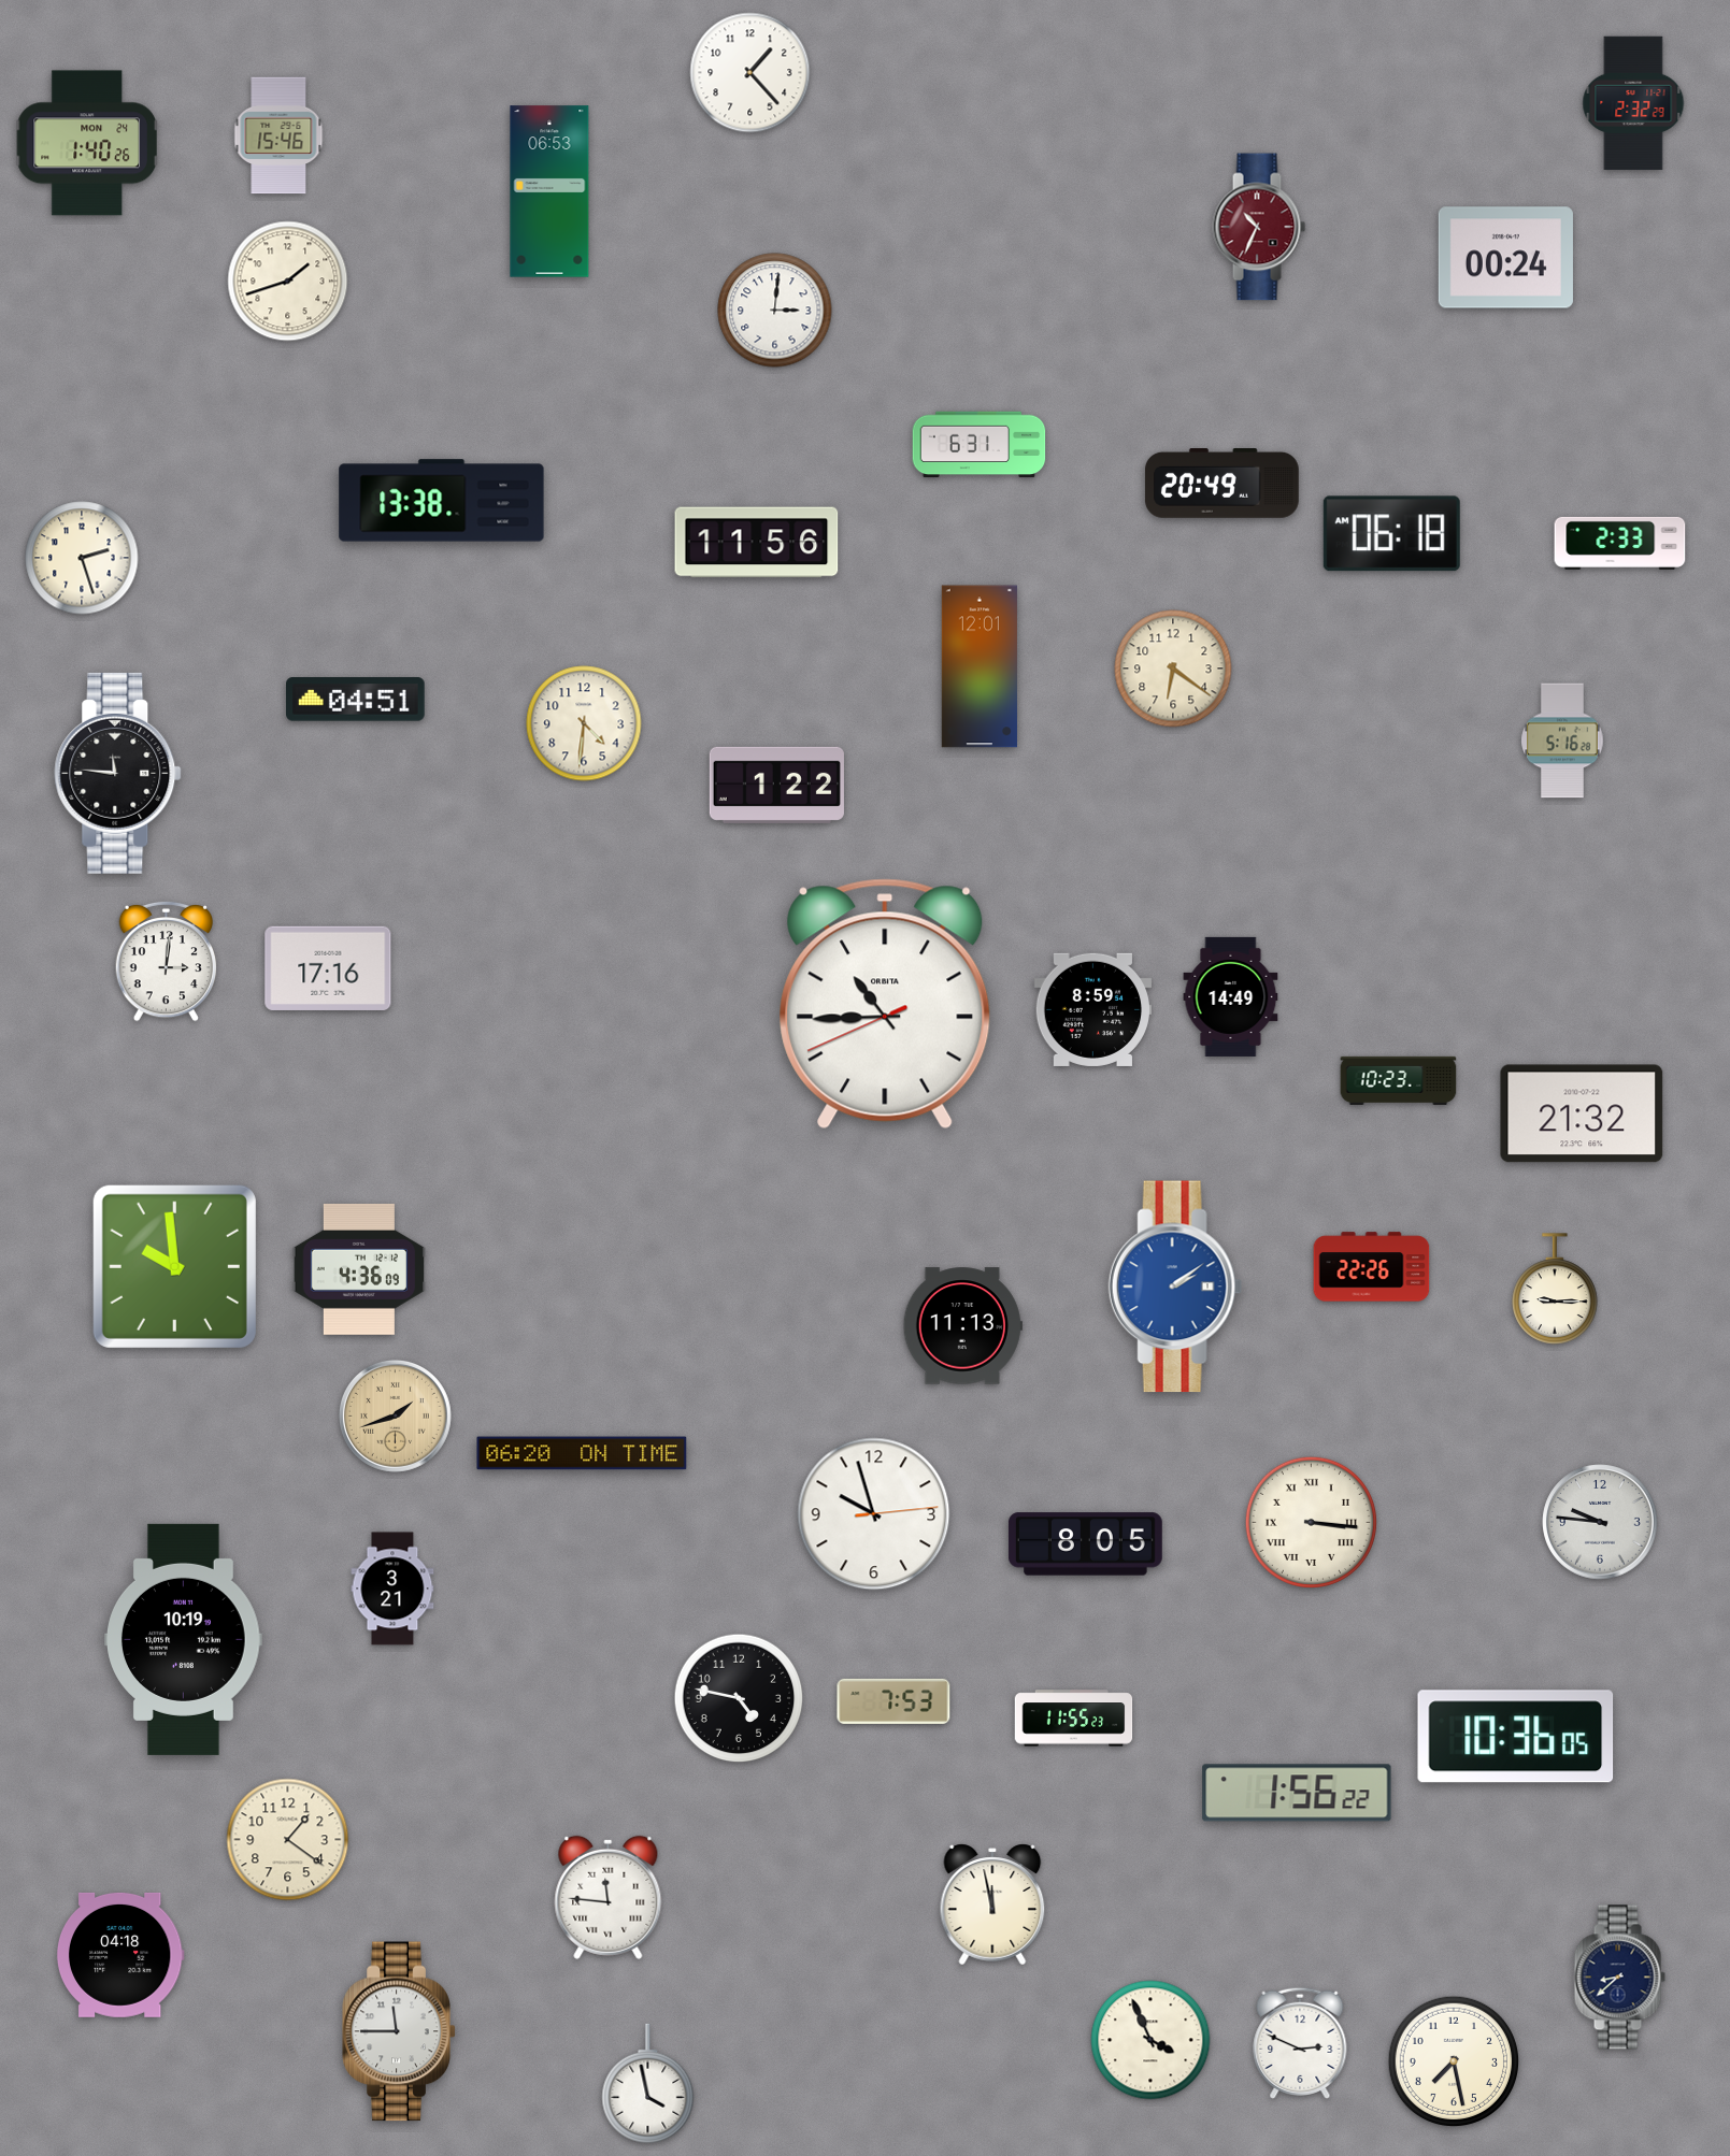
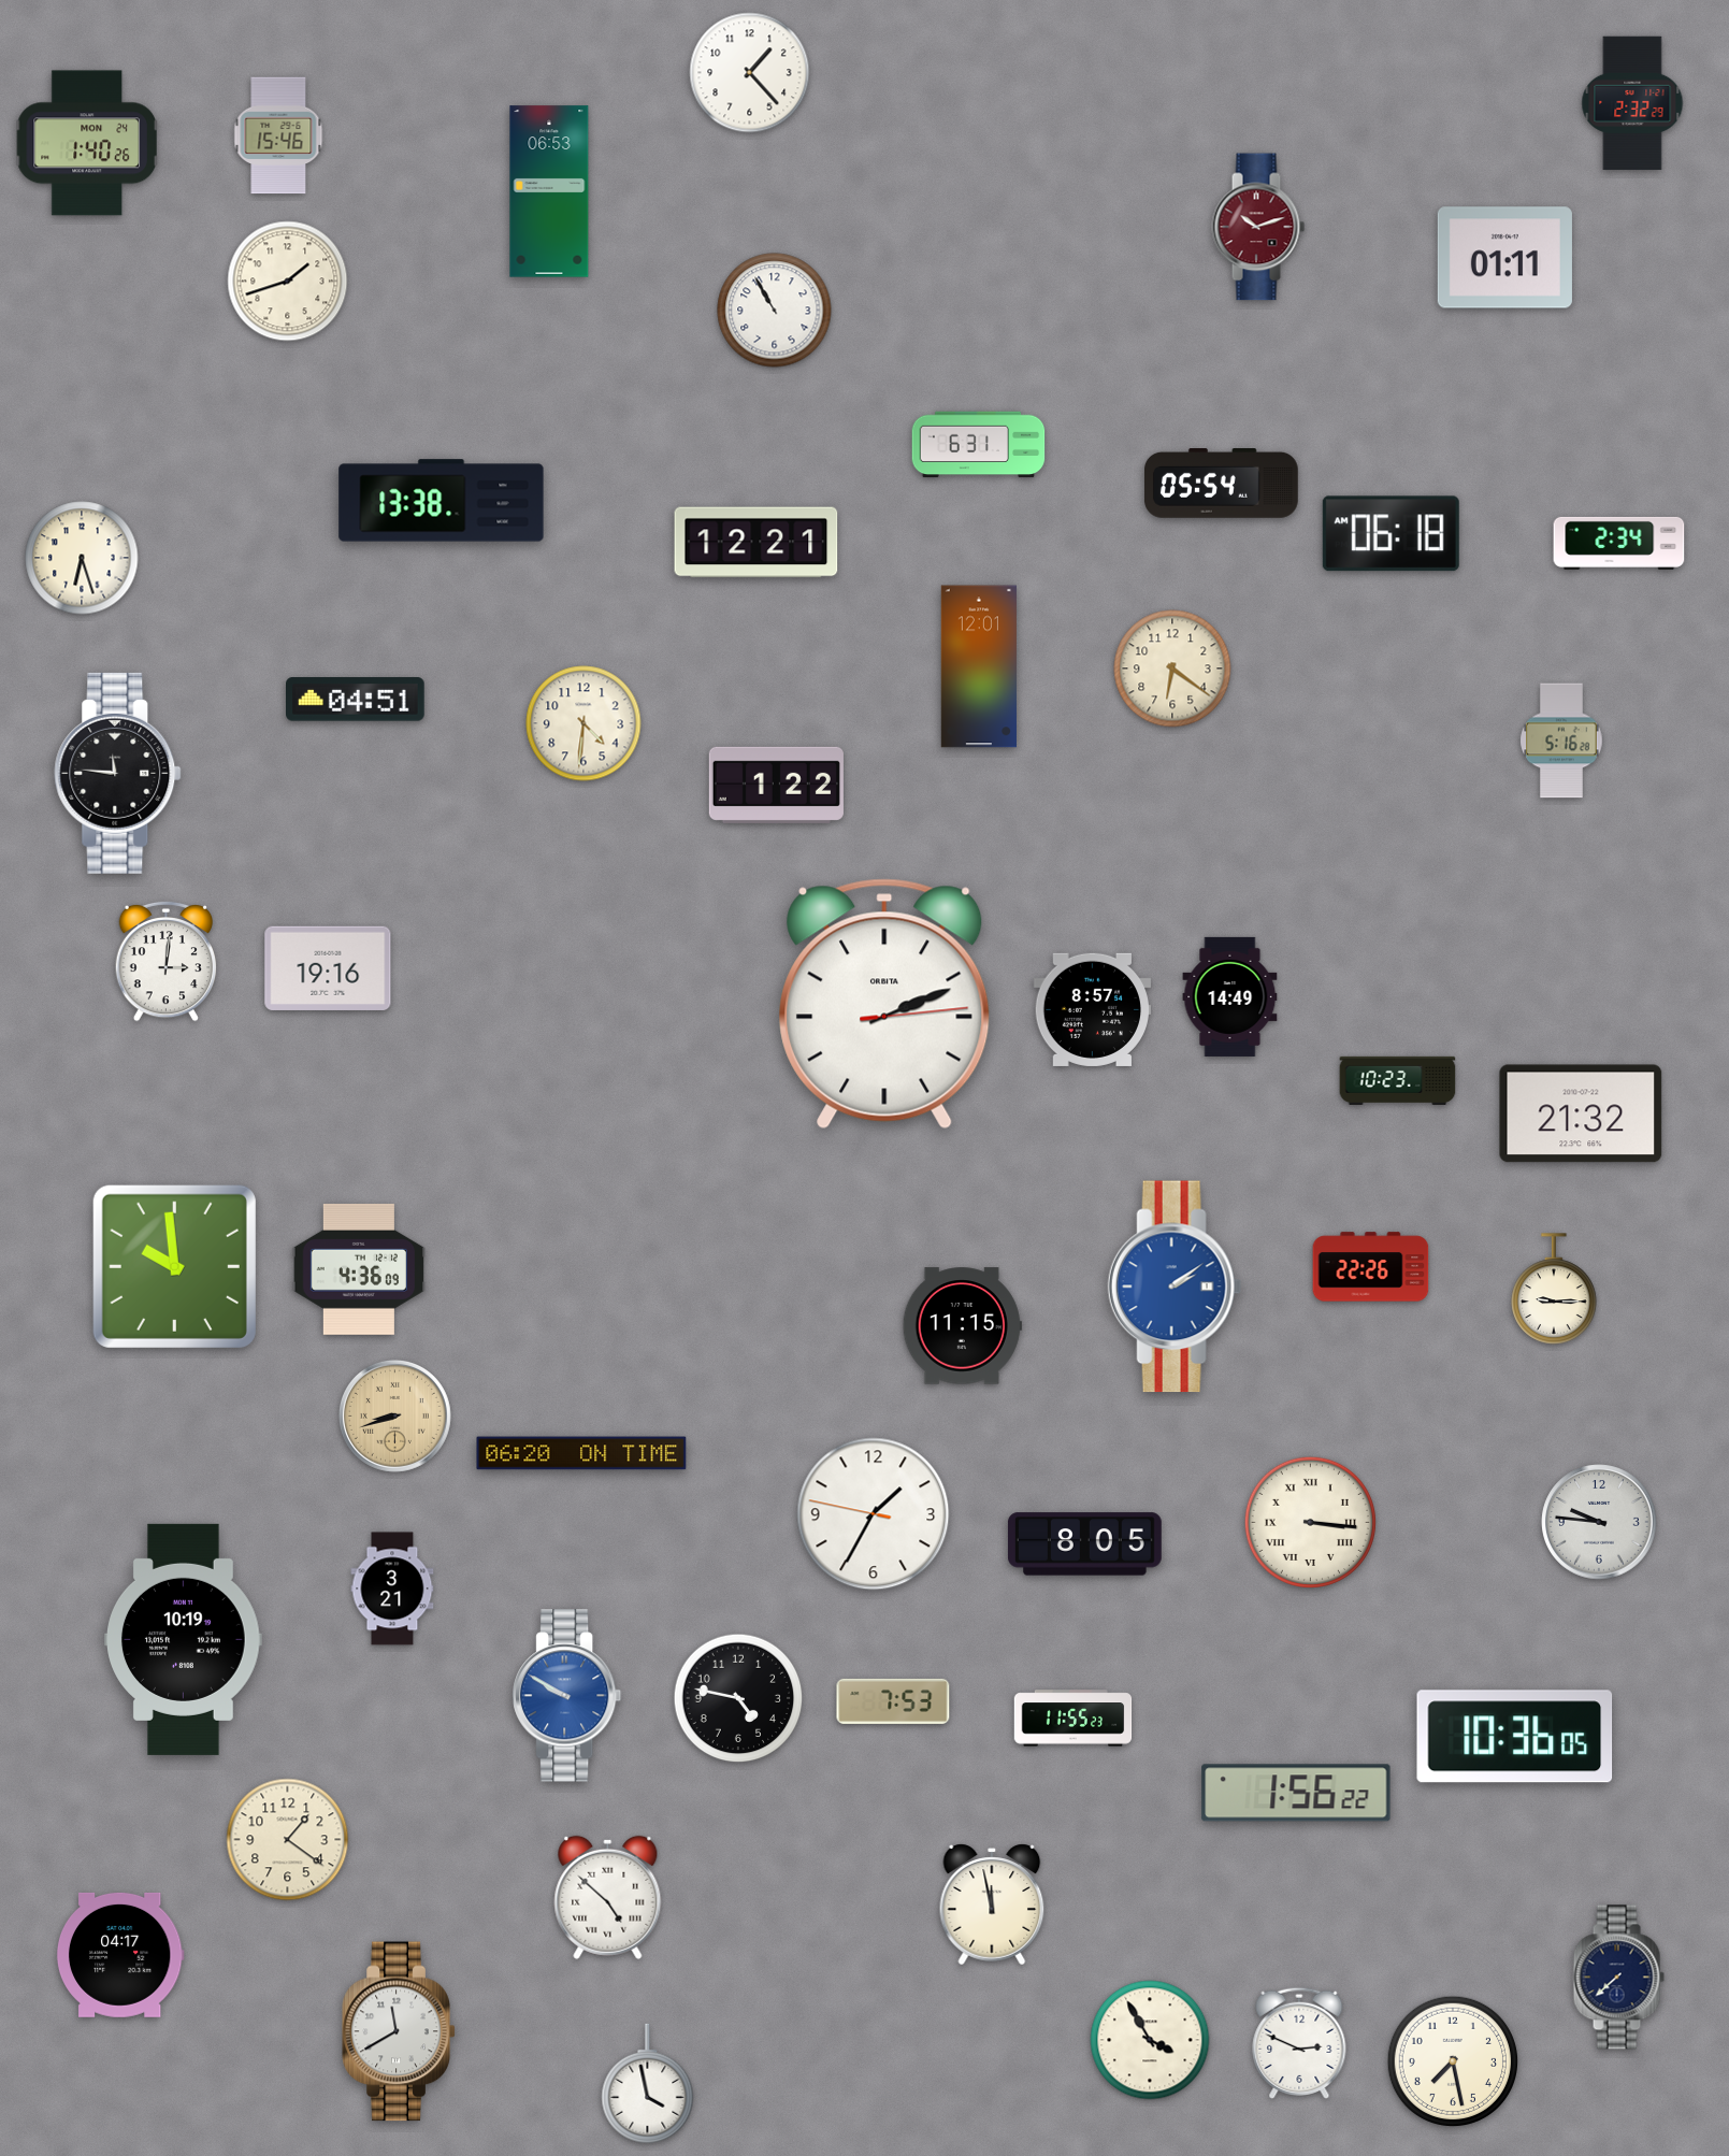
clock at (1259, 227): 10:34 -> 10:12
clock at (1505, 258): 00:24 -> 01:11
clock at (775, 311): 3:01 -> 10:55
clock at (1221, 484): 20:49 -> 05:54
clock at (757, 543): 11:56 -> 12:21
clock at (1620, 543): 2:33 -> 2:34
clock at (82, 558): 2:27 -> 6:27
clock at (328, 968): 17:16 -> 19:16
clock at (885, 1004): 10:44 -> 2:11
clock at (1093, 1009): 8:59 -> 8:57
clock at (962, 1326): 11:13 -> 11:15
clock at (395, 1415): 1:42 -> 8:42
clock at (874, 1514): 9:57 -> 1:34
clock at (567, 1696): none -> 9:50
clock at (609, 1897): 11:46 -> 4:52
clock at (120, 1955): 04:18 -> 04:17
clock at (1619, 1978): 8:38 -> 7:38
clock at (399, 2031): 11:45 -> 11:40
clock at (1150, 2040): 3:56 -> 3:55
